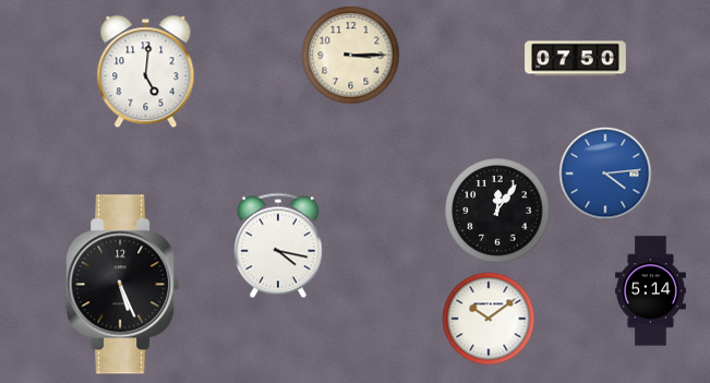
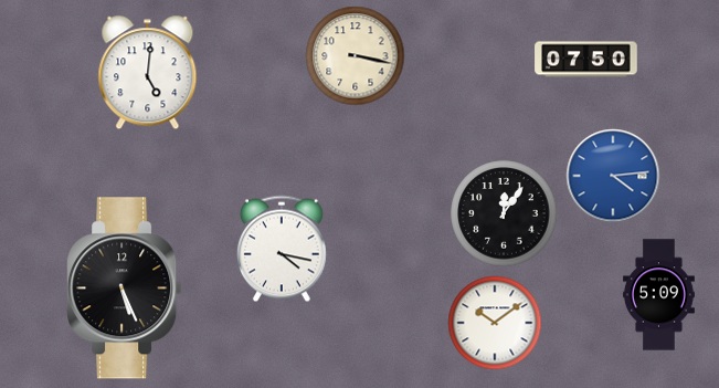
clock at (350, 55): 3:15 -> 3:17
clock at (576, 59) position: (576, 59) -> (586, 60)
clock at (651, 291): 5:14 -> 5:09
